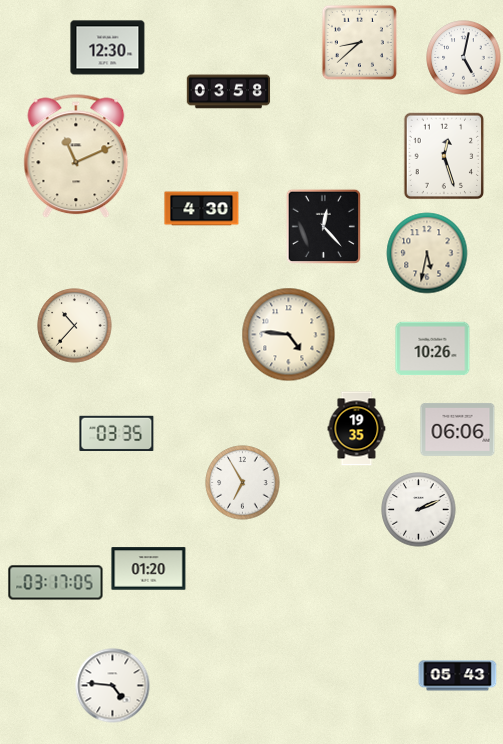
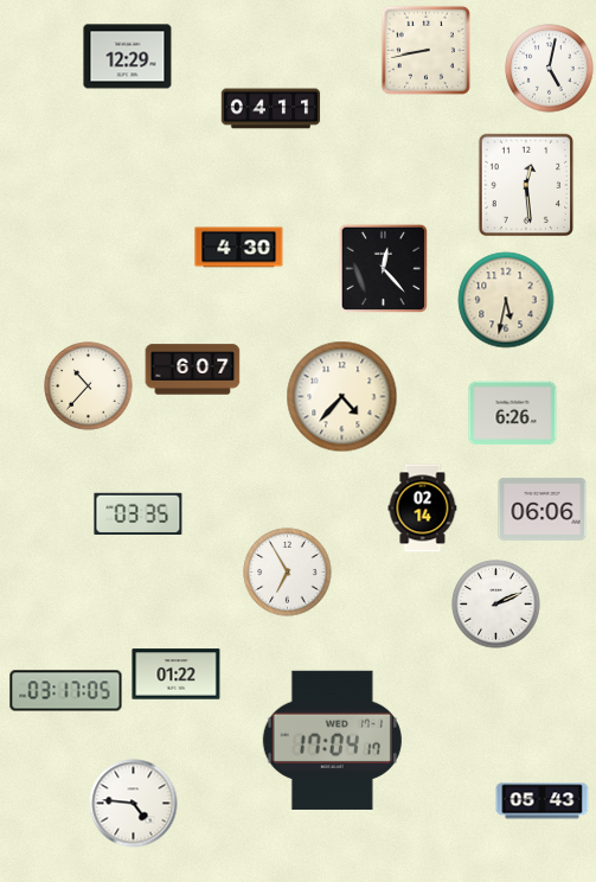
clock at (359, 42): 8:38 -> 8:43
clock at (108, 48): 12:30 -> 12:29
clock at (229, 92): 03:58 -> 04:11
clock at (76, 156): 11:11 -> none
clock at (444, 156): 12:27 -> 12:29
clock at (193, 370): none -> 6:07
clock at (289, 335): 4:46 -> 4:37
clock at (433, 349): 10:26 -> 6:26
clock at (357, 429): 19:35 -> 02:14
clock at (149, 569): 01:20 -> 01:22
clock at (332, 740): none -> 17:04
clock at (113, 686) position: (113, 686) -> (134, 804)
